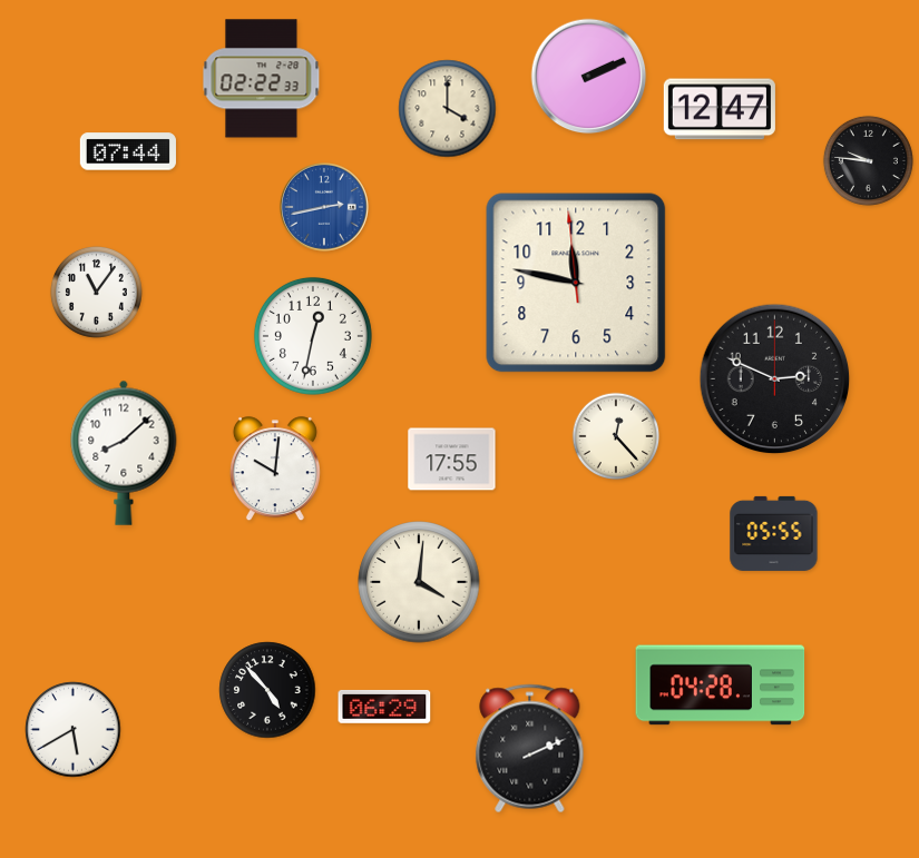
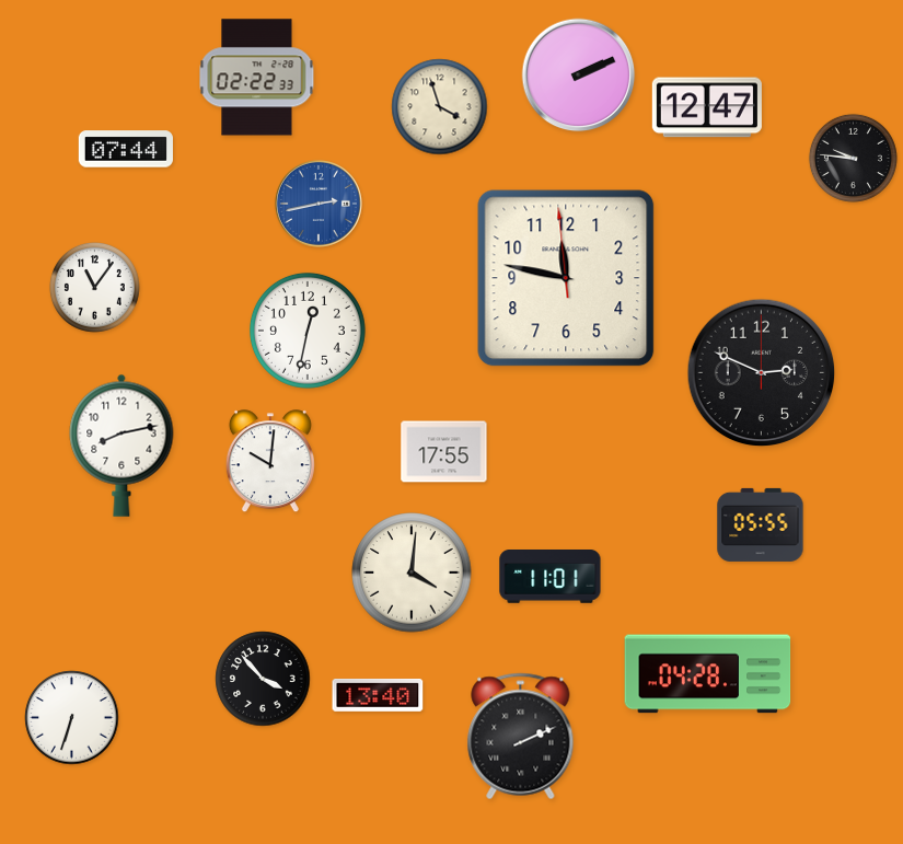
clock at (448, 109): 4:00 -> 3:57
clock at (616, 436): 12:23 -> none
clock at (124, 453): 8:08 -> 8:13
clock at (551, 577): none -> 11:01
clock at (267, 690): 4:53 -> 3:53
clock at (384, 707): 06:29 -> 13:40
clock at (74, 730): 5:40 -> 6:33
